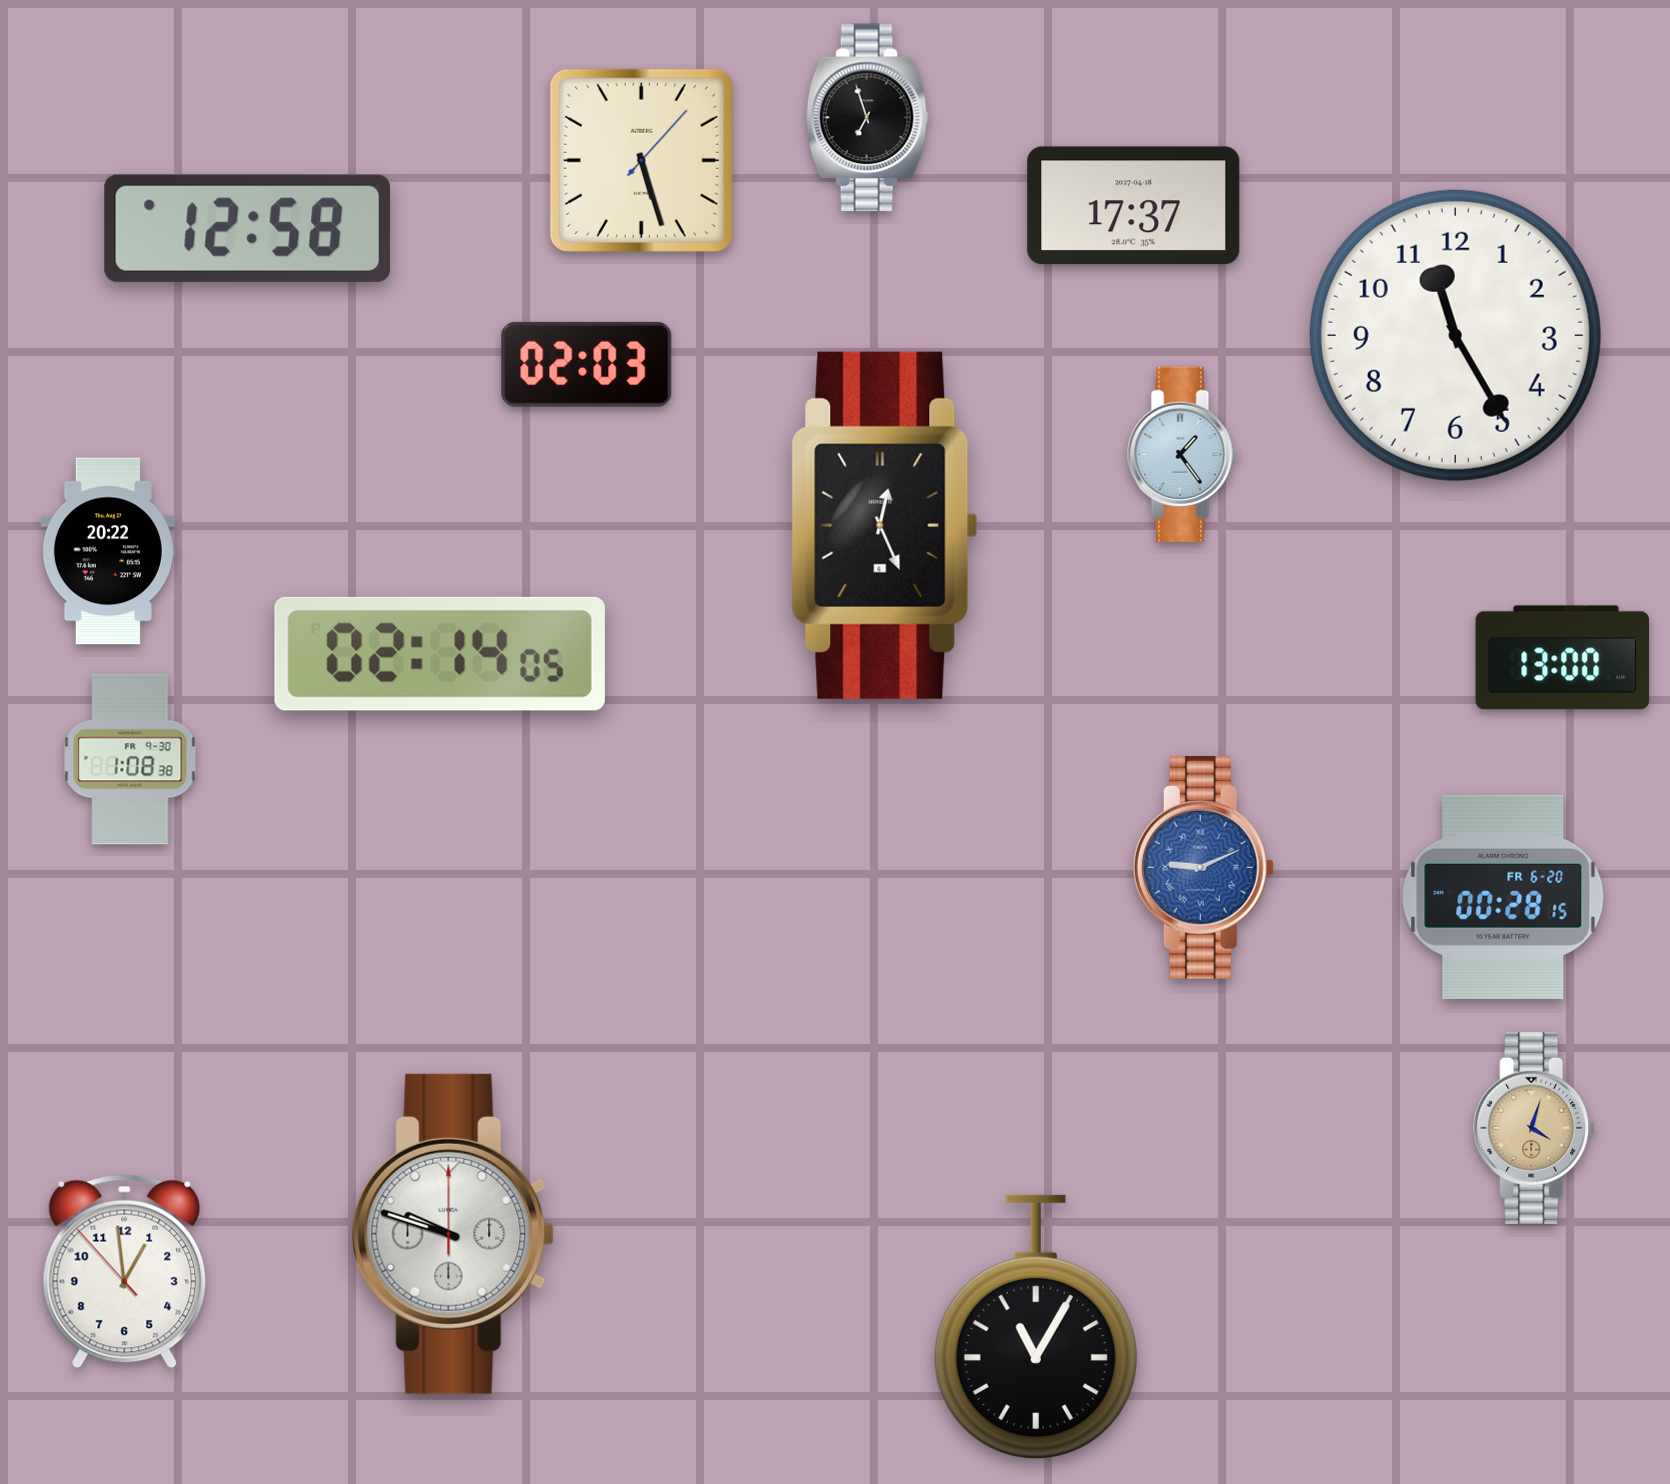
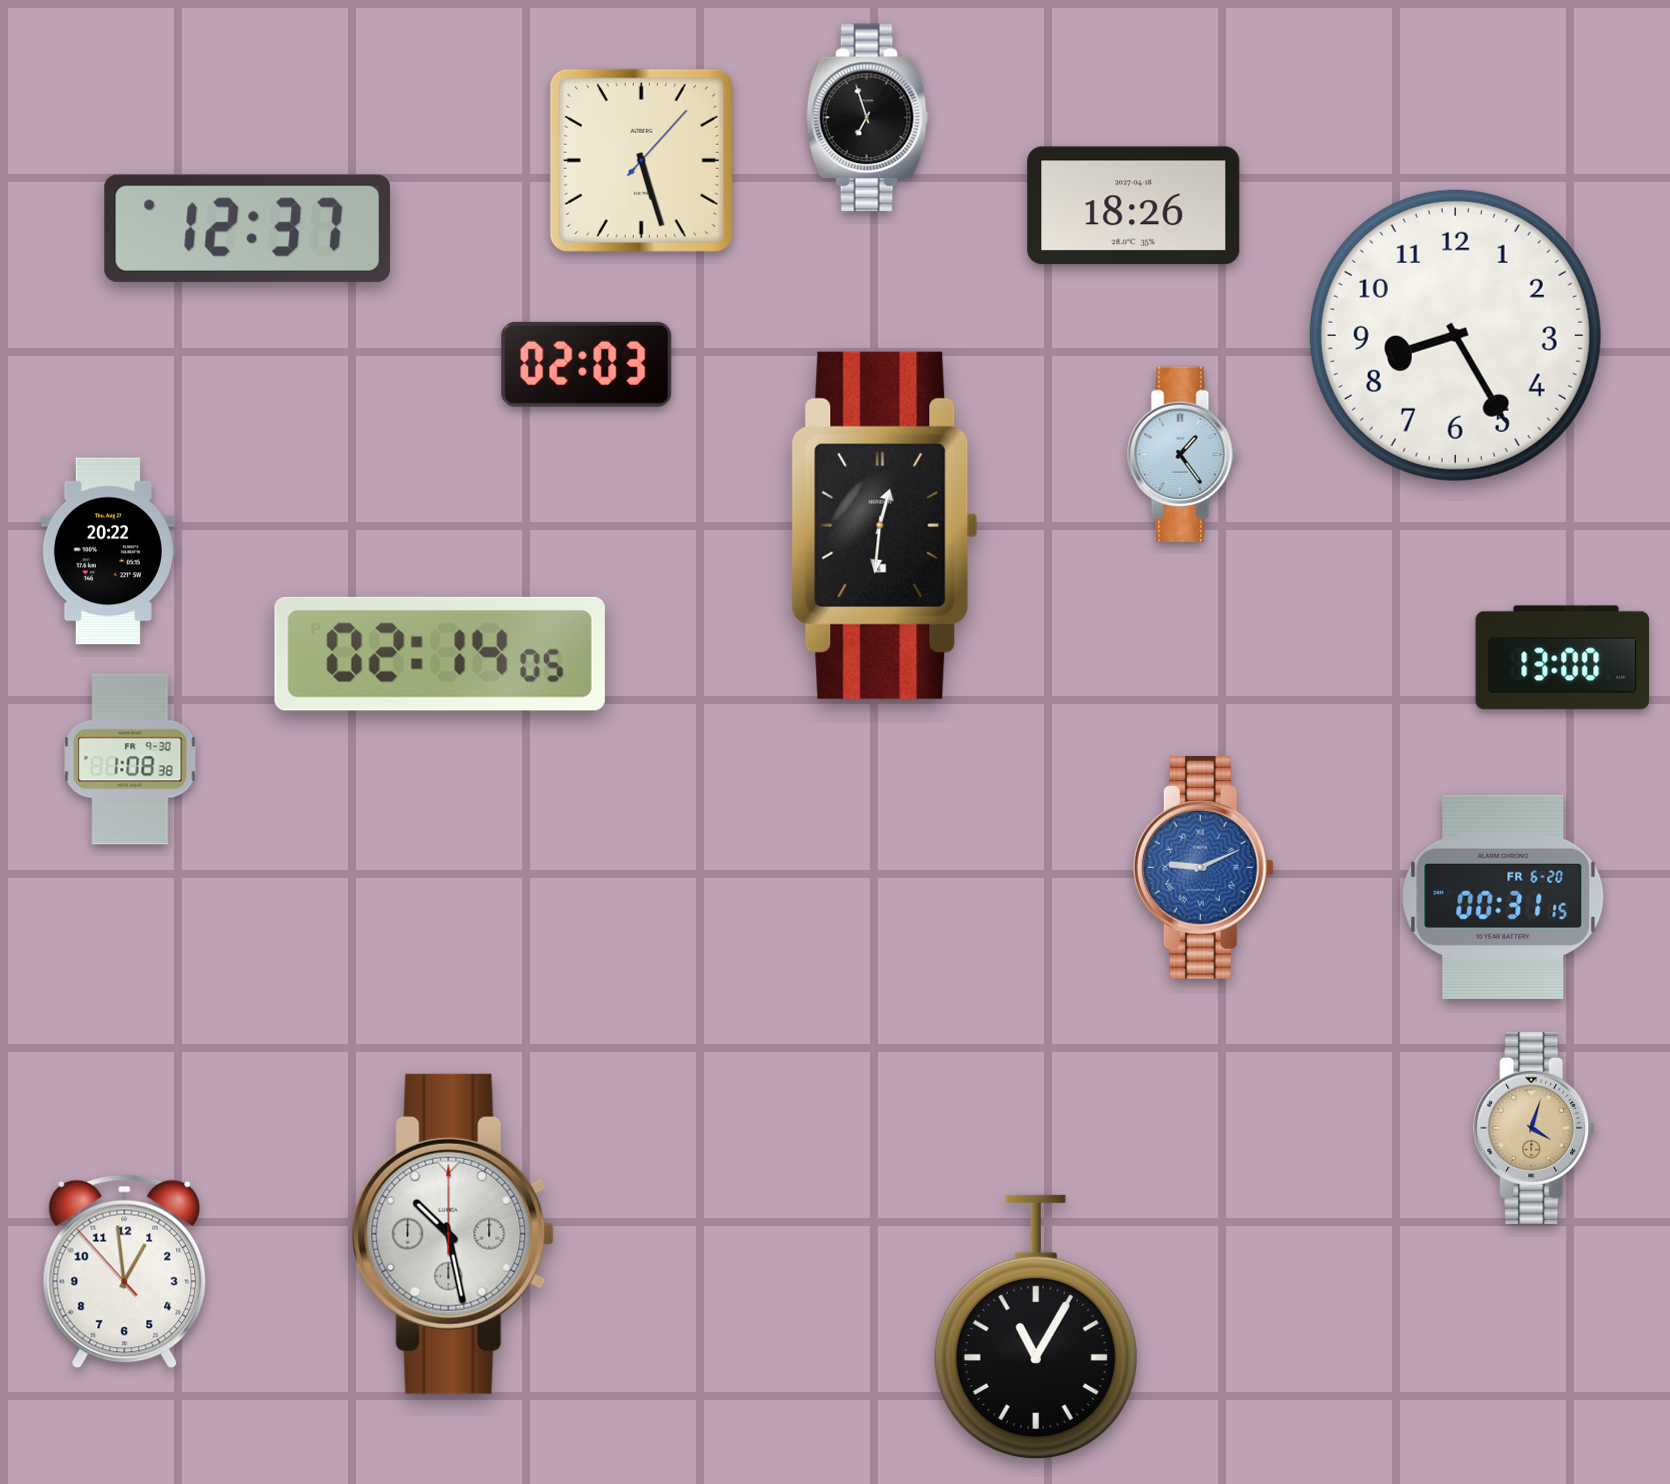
clock at (1134, 206): 17:37 -> 18:26
clock at (248, 228): 12:58 -> 12:37
clock at (1455, 335): 11:25 -> 8:25
clock at (885, 525): 12:26 -> 12:31
clock at (1503, 897): 00:28 -> 00:31
clock at (453, 1234): 9:48 -> 10:28
